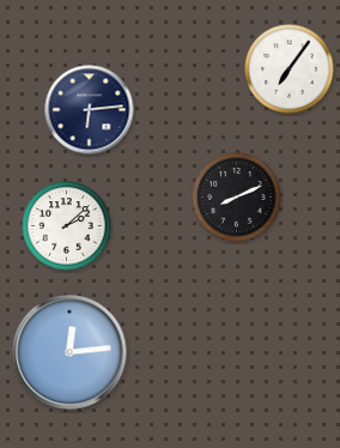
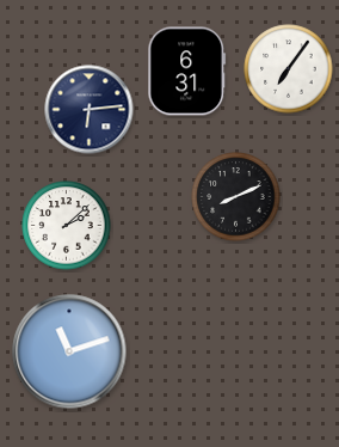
clock at (187, 72): none -> 6:31
clock at (69, 352): 12:14 -> 11:12
